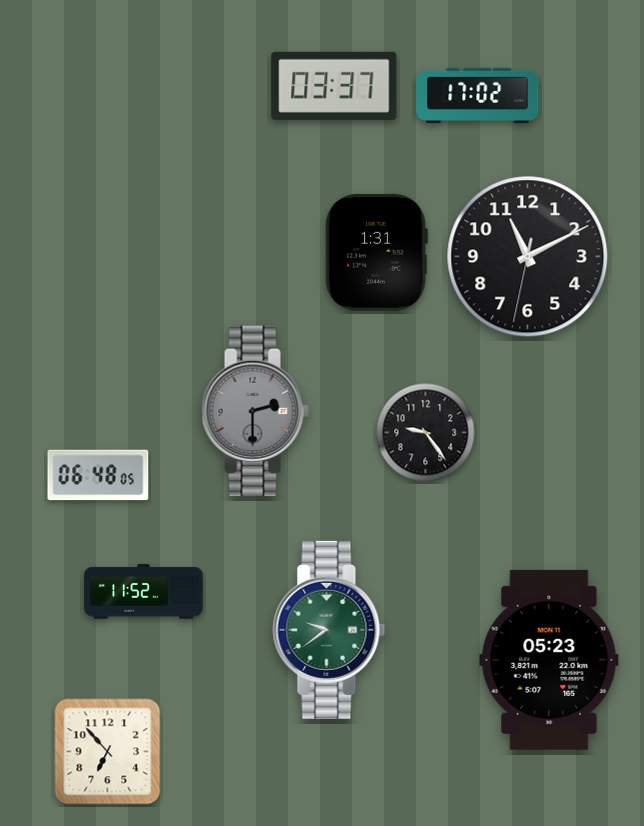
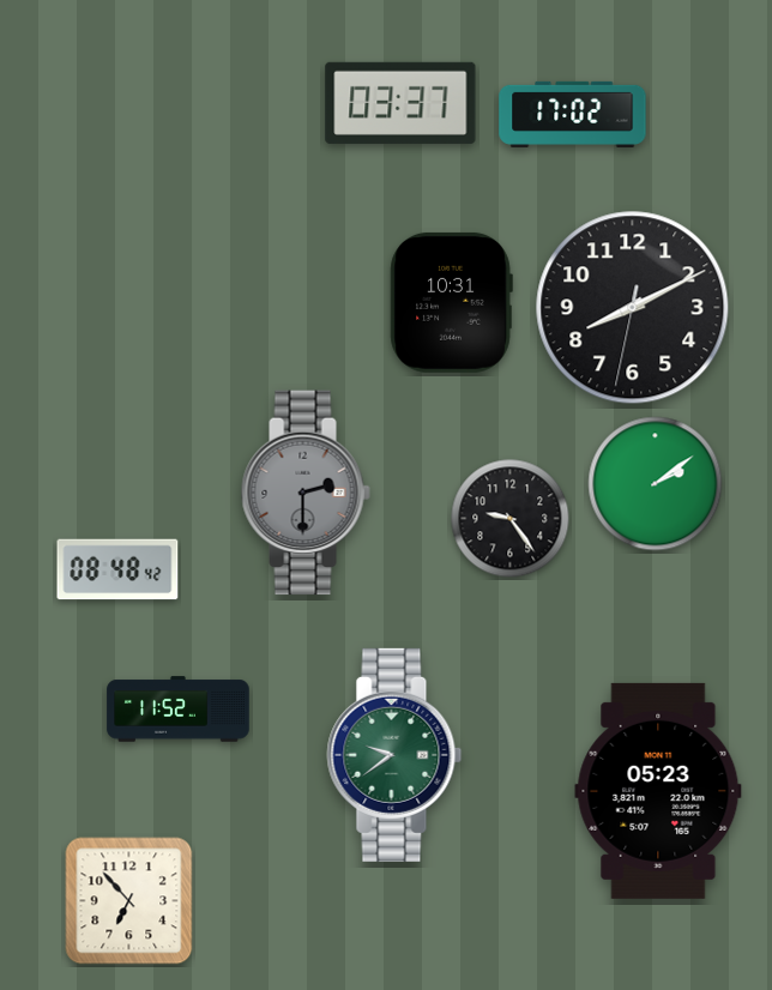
clock at (376, 252): 1:31 -> 10:31
clock at (528, 257): 11:10 -> 8:10
clock at (656, 484): none -> 2:09
clock at (98, 475): 06:48 -> 08:48
clock at (144, 592) position: (144, 592) -> (179, 710)
